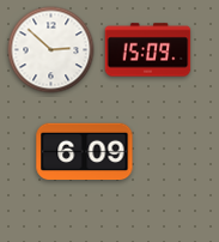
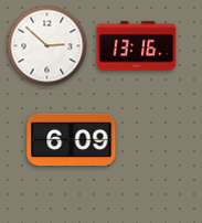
clock at (148, 50): 15:09 -> 13:16
clock at (85, 152) position: (85, 152) -> (72, 140)
